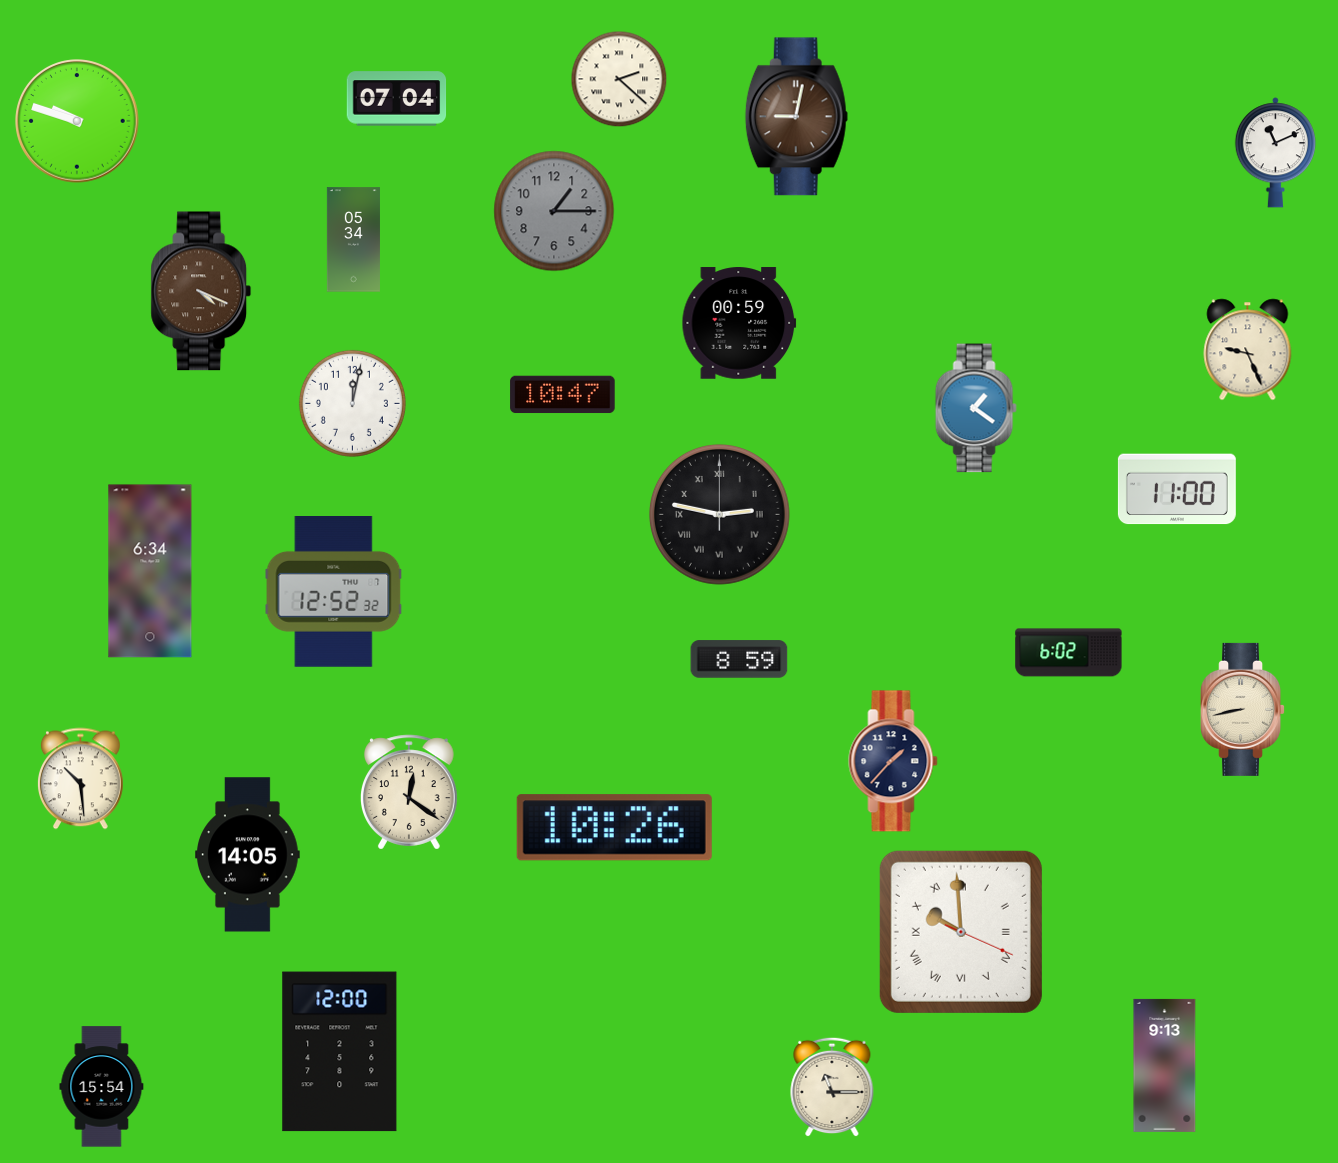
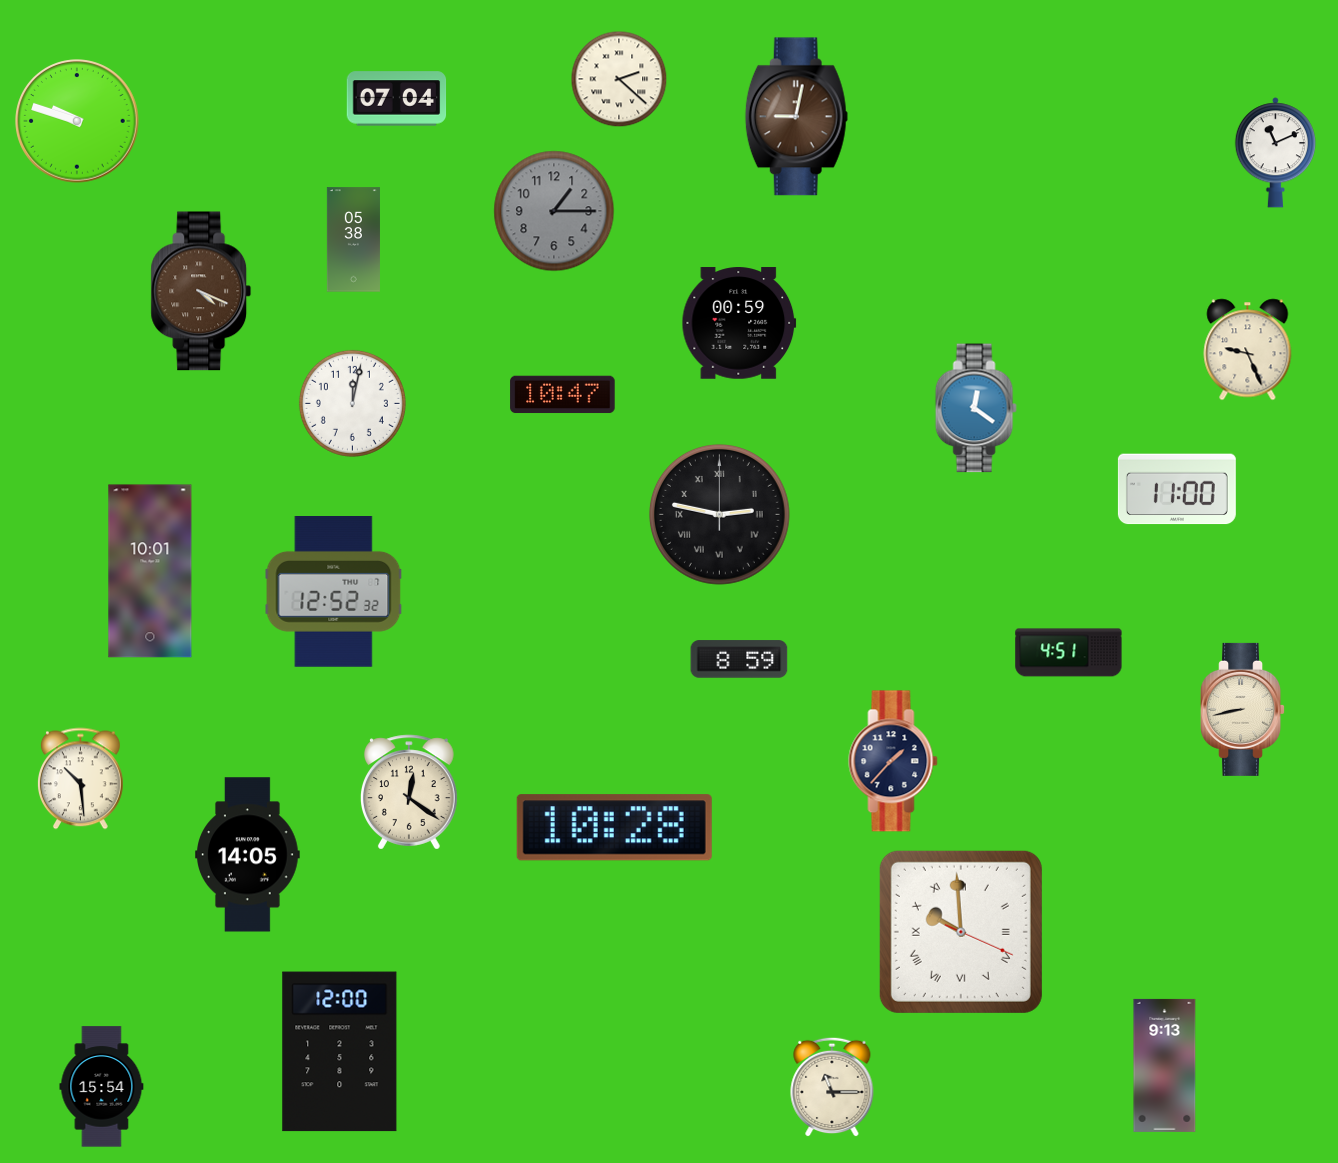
clock at (353, 240): 05:34 -> 05:38
clock at (976, 408): 1:21 -> 12:21
clock at (150, 571): 6:34 -> 10:01
clock at (1069, 653): 6:02 -> 4:51
clock at (614, 828): 10:26 -> 10:28
